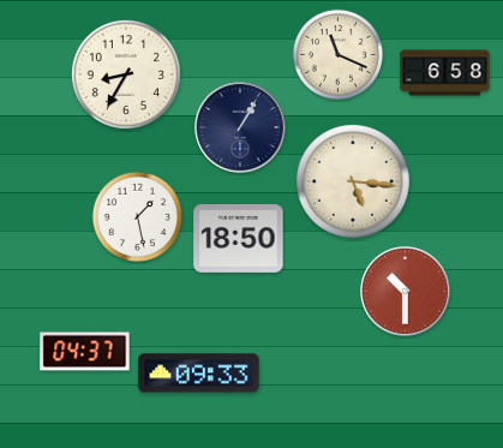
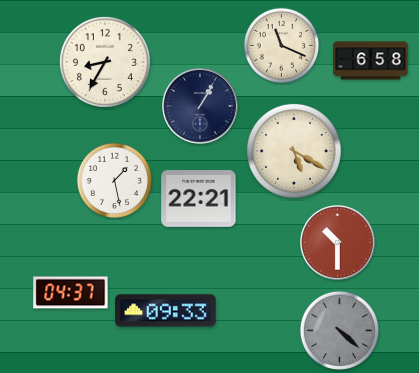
clock at (353, 181): 5:16 -> 5:20
clock at (239, 239): 18:50 -> 22:21
clock at (339, 330): none -> 4:22
